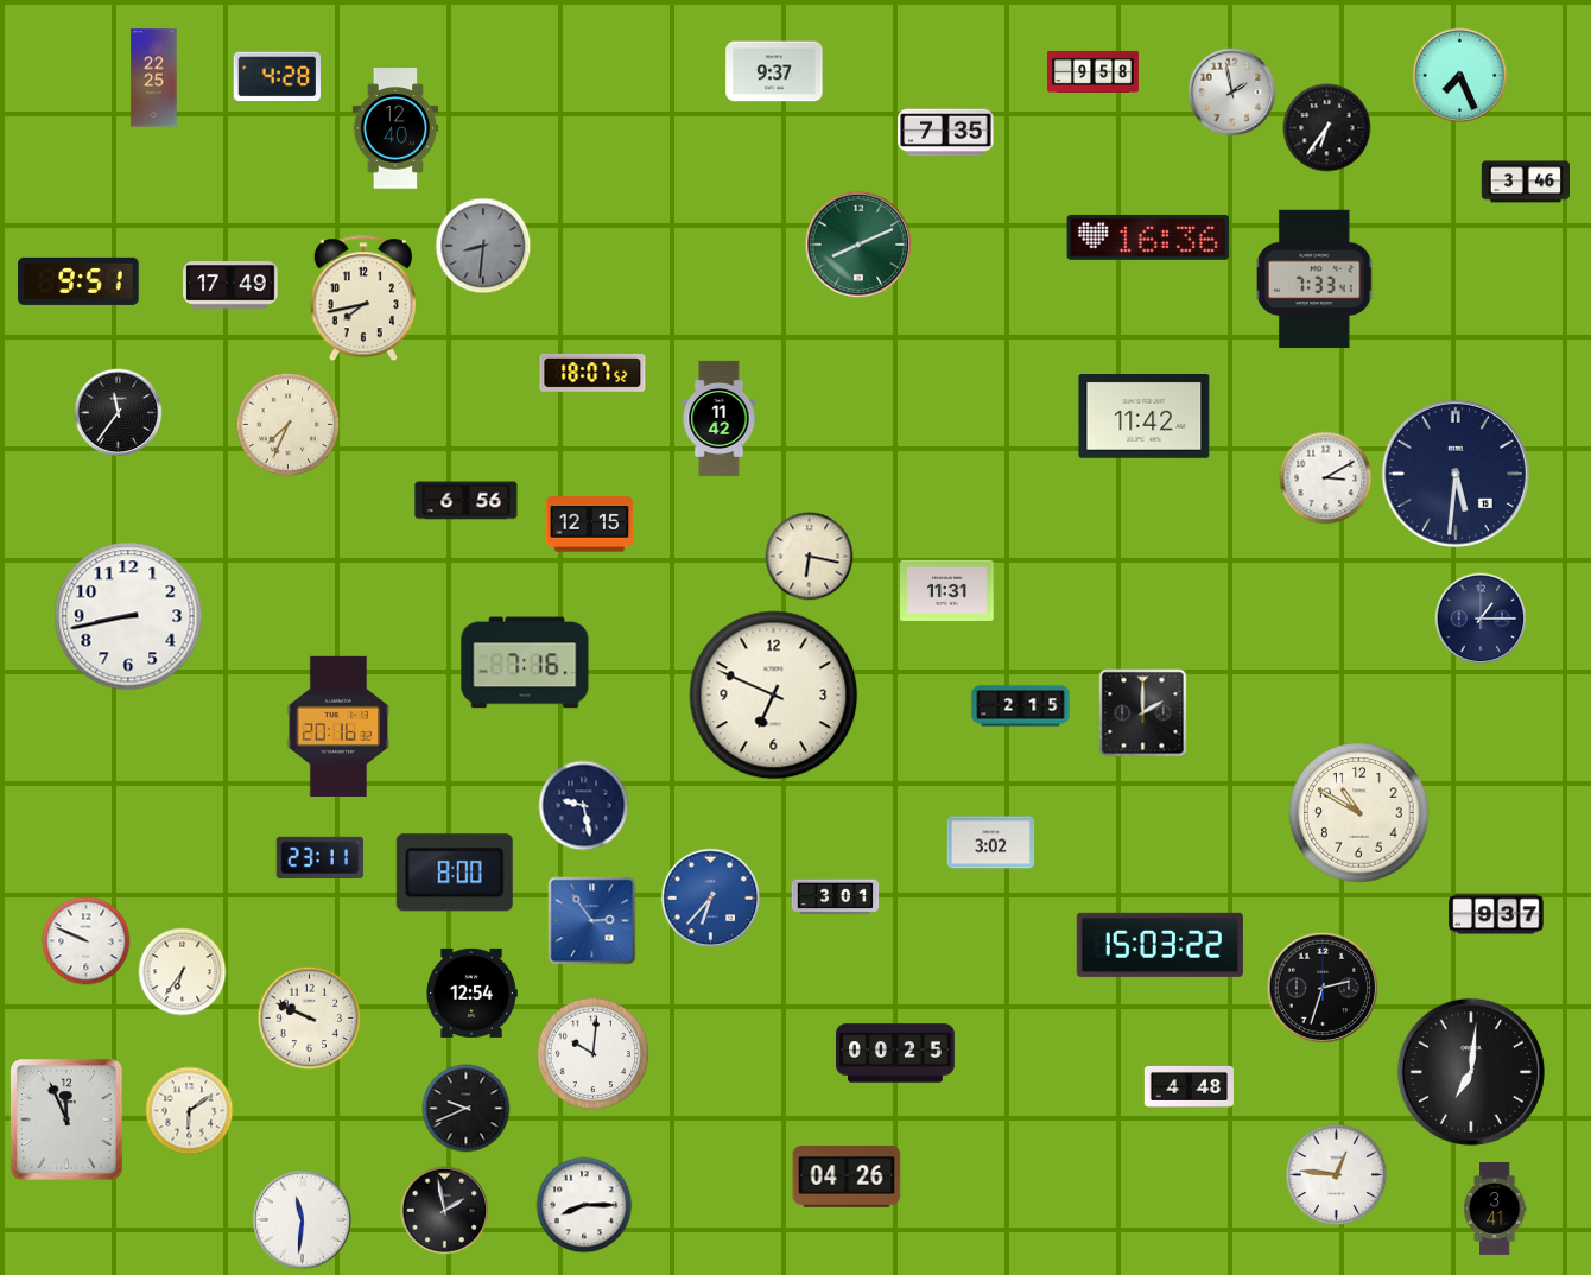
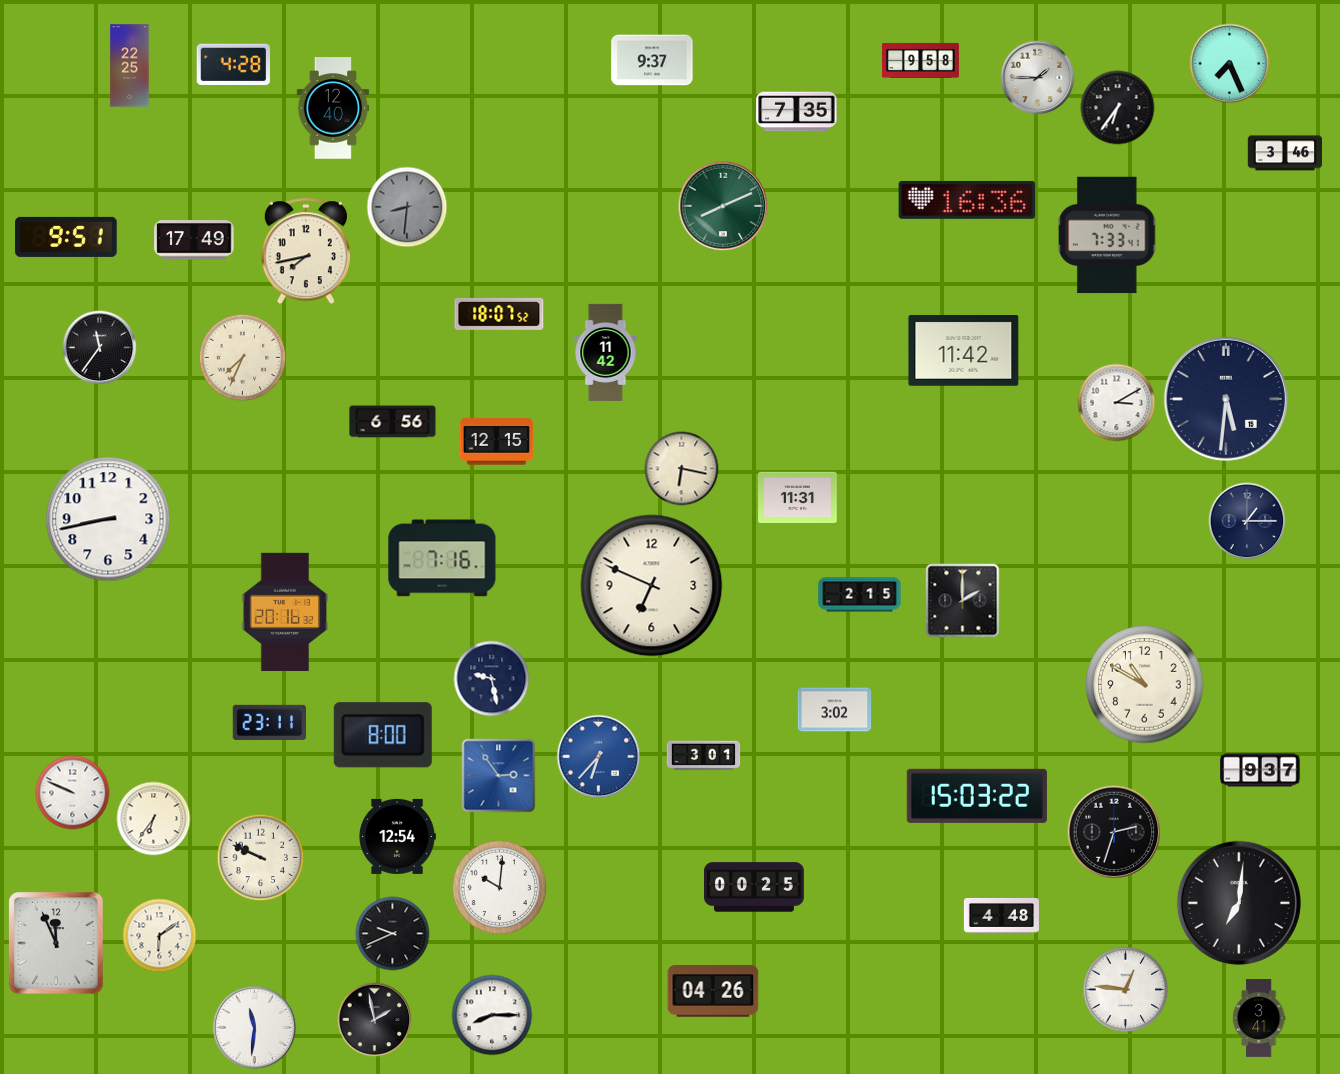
clock at (1232, 93): 1:58 -> 1:45
